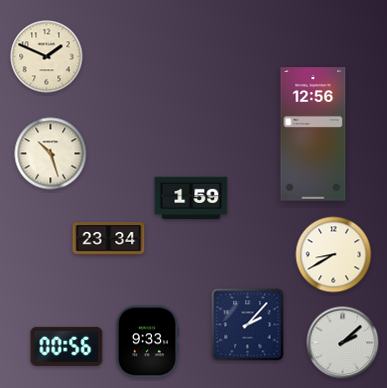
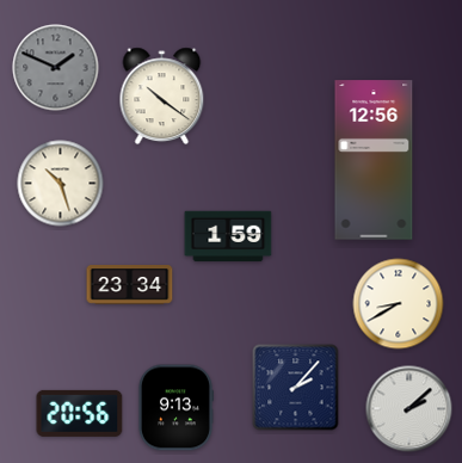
clock at (47, 57) dial: cream -> grey
clock at (162, 97): none -> 10:21
clock at (147, 342): 9:33 -> 9:13
clock at (67, 346): 00:56 -> 20:56
